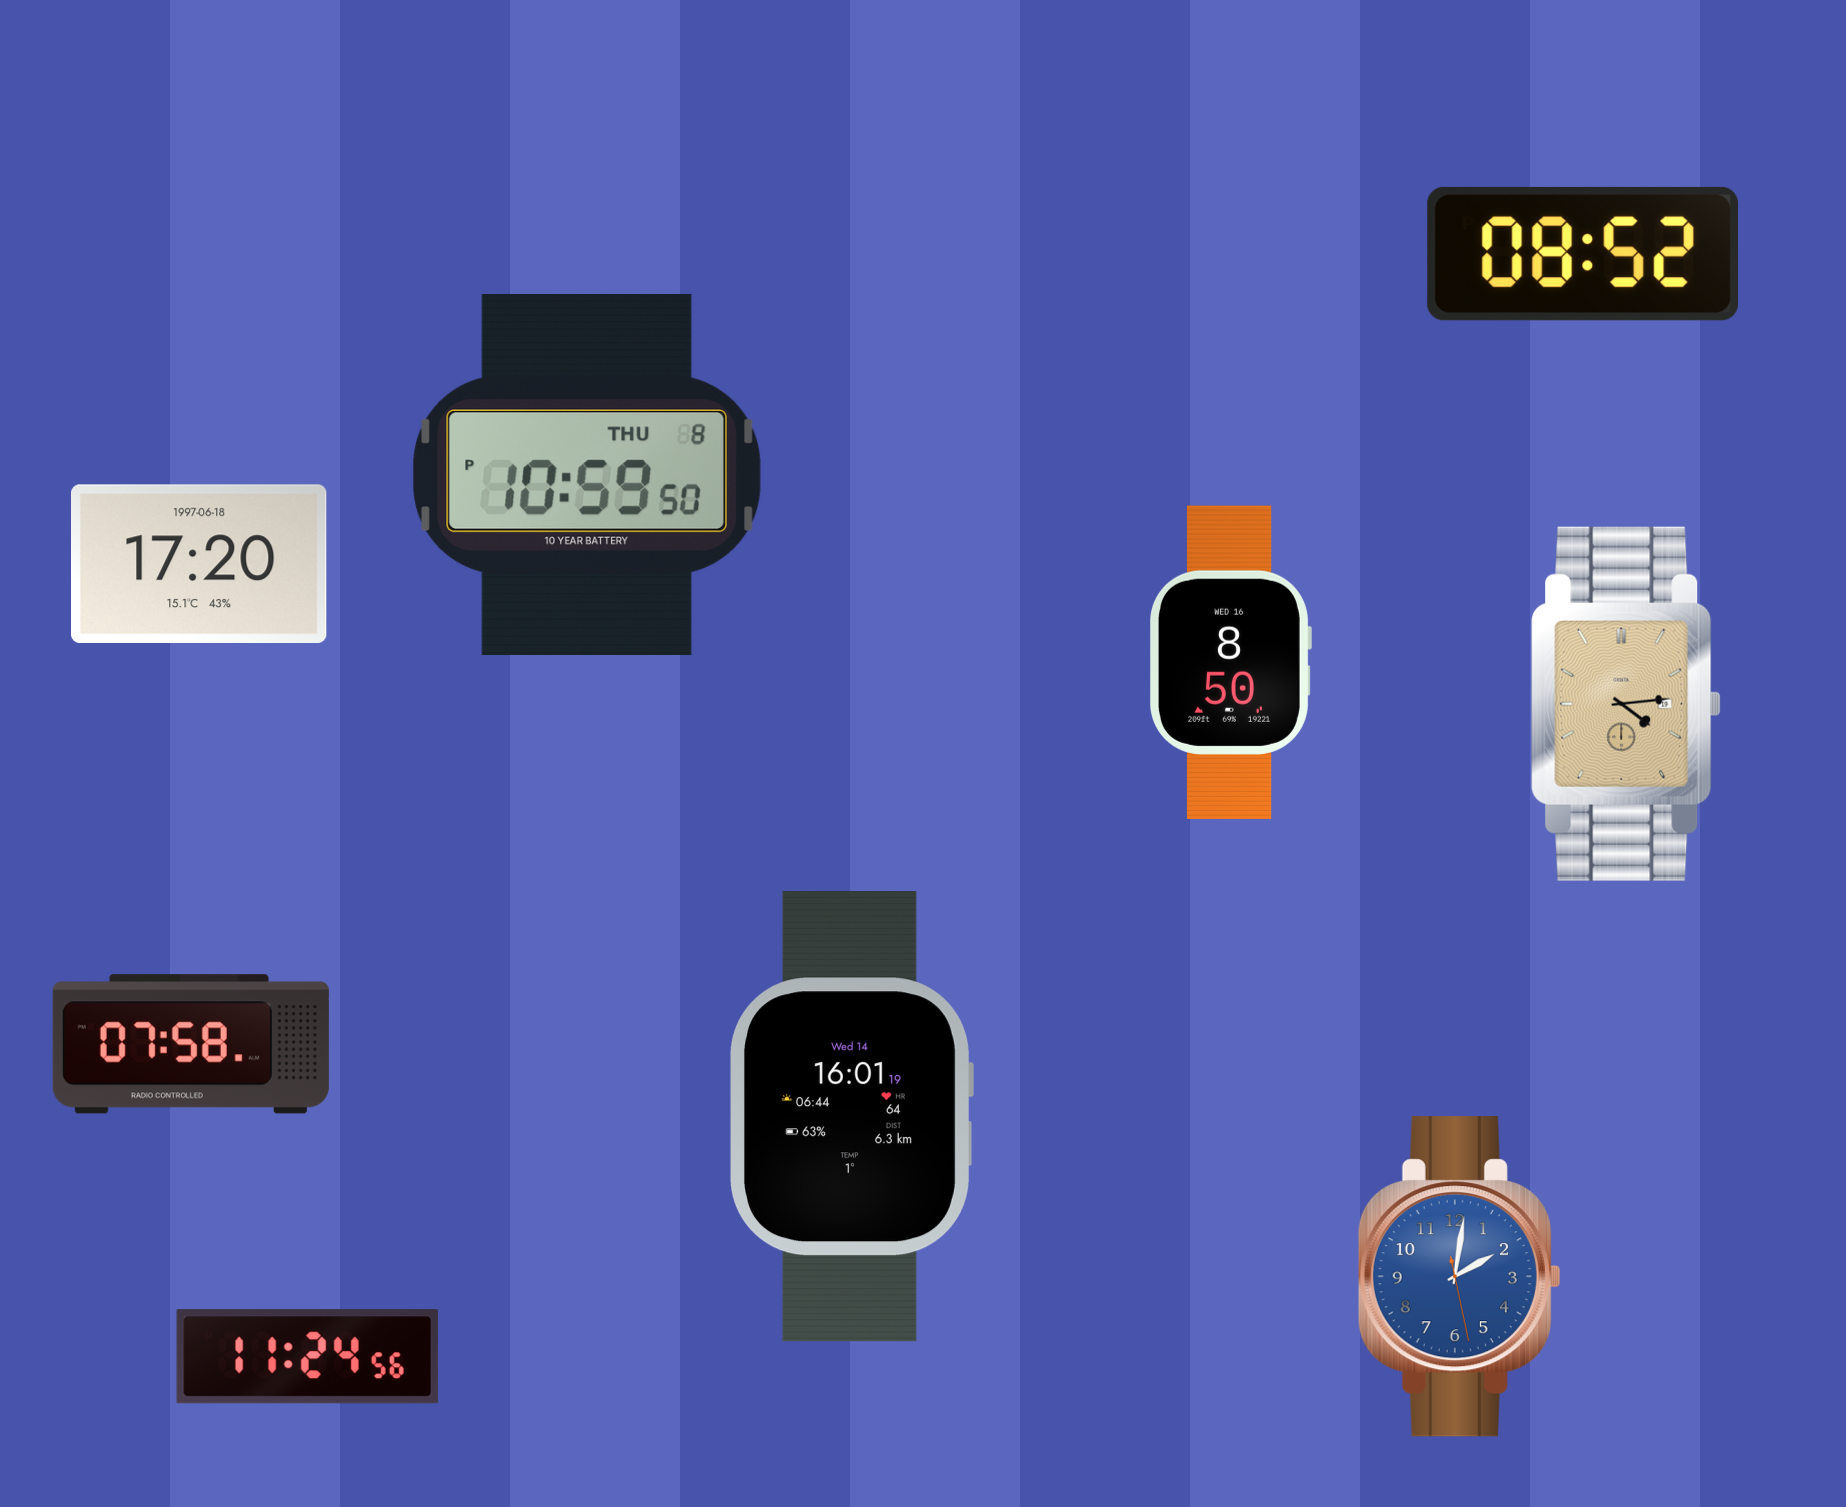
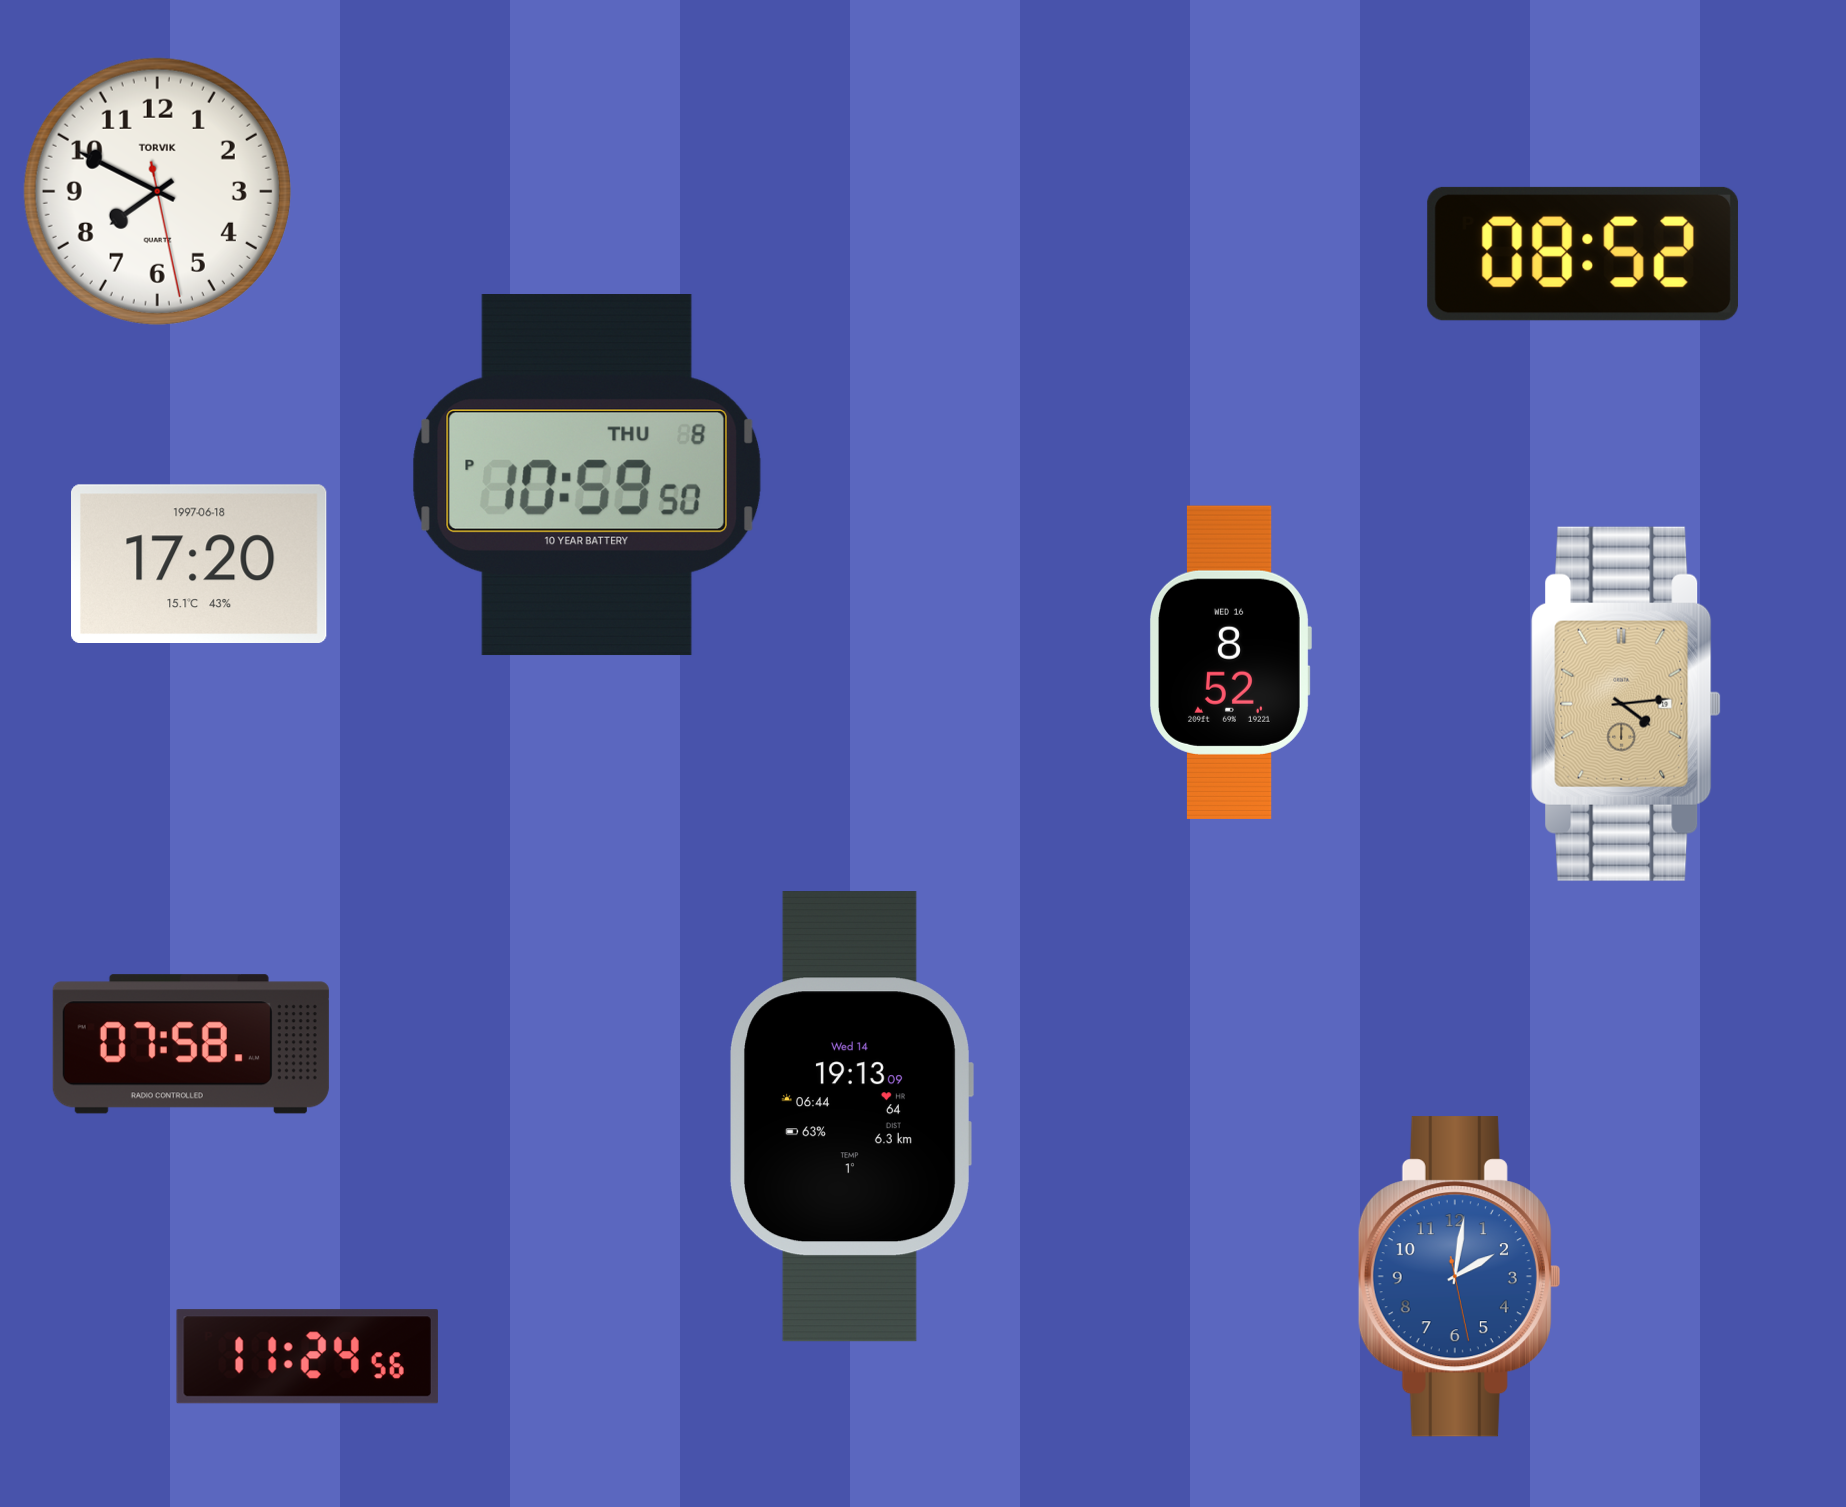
clock at (157, 191): none -> 7:49
clock at (1231, 662): 8:50 -> 8:52
clock at (852, 1117): 16:01 -> 19:13
